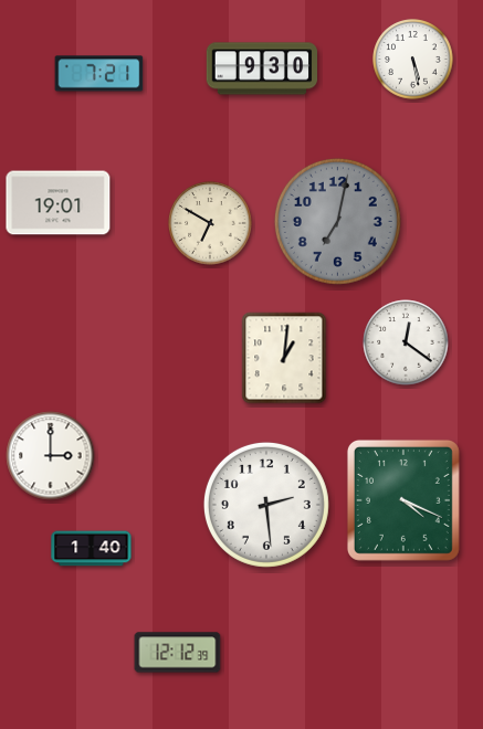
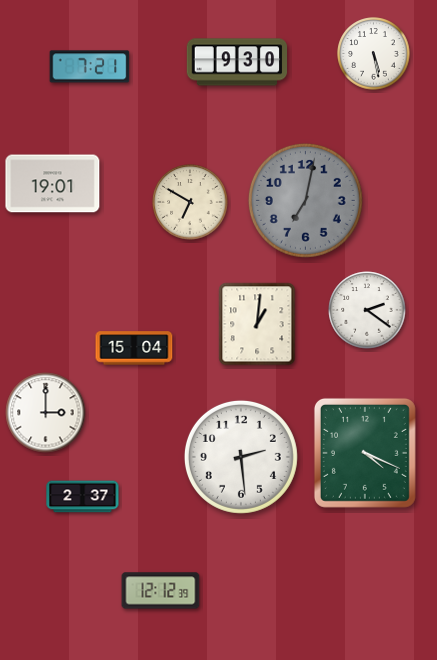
clock at (406, 342): 12:21 -> 2:21
clock at (134, 348): none -> 15:04
clock at (92, 549): 1:40 -> 2:37
